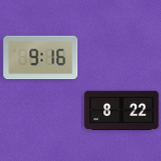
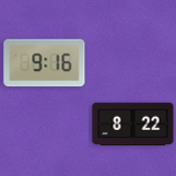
clock at (122, 111) position: (122, 111) -> (133, 125)
